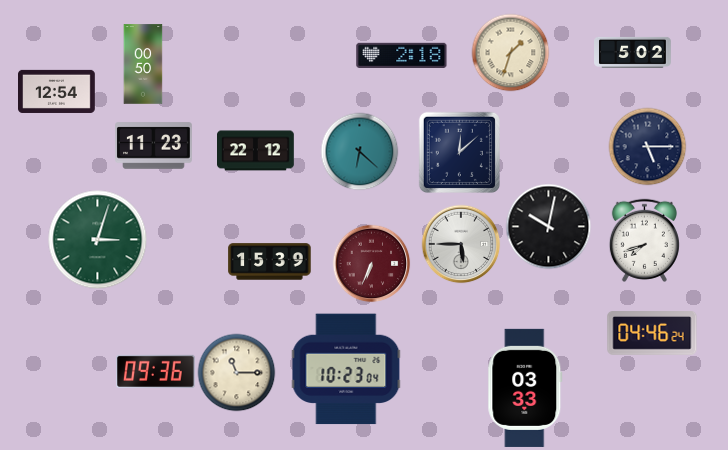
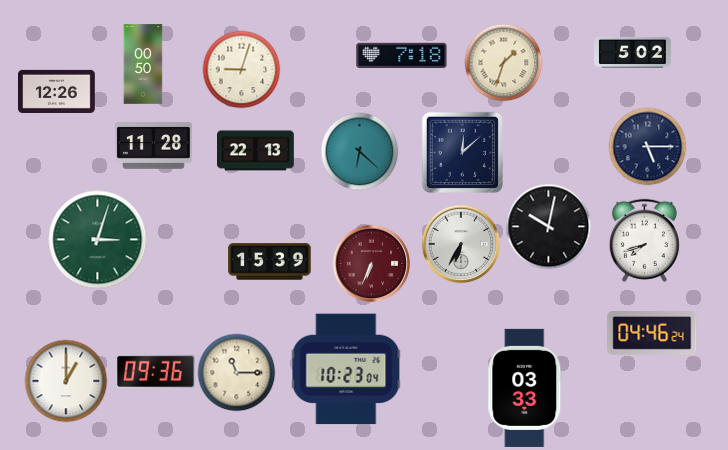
clock at (510, 52) position: (510, 52) -> (503, 62)
clock at (402, 55): 2:18 -> 7:18
clock at (241, 69): none -> 9:03
clock at (57, 91): 12:54 -> 12:26
clock at (154, 146): 11:23 -> 11:28
clock at (256, 151): 22:12 -> 22:13
clock at (459, 152) position: (459, 152) -> (462, 152)
clock at (461, 244): 5:45 -> 6:35
clock at (66, 381): none -> 1:00
